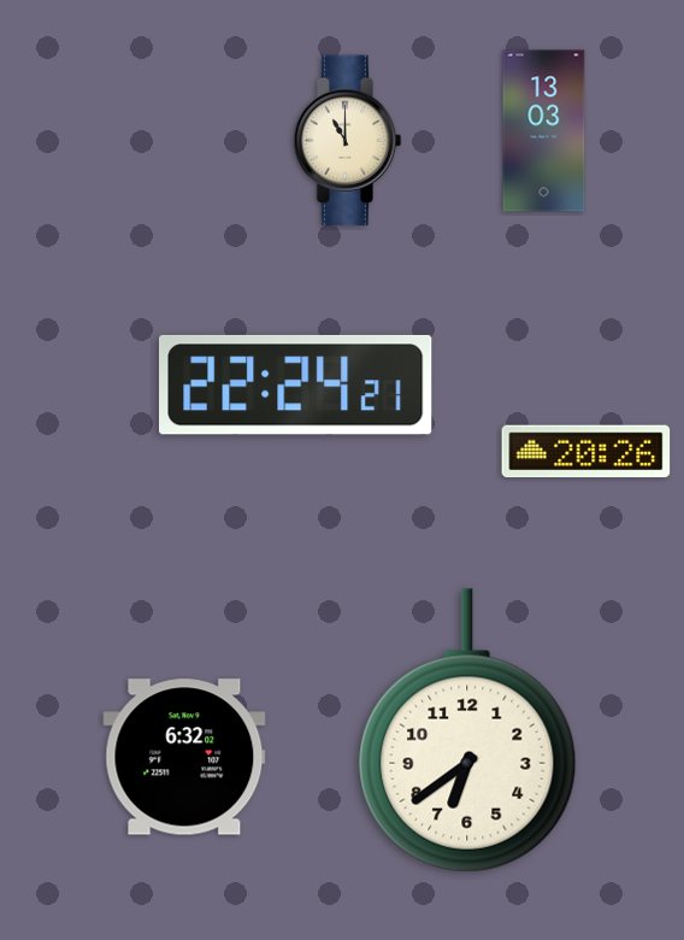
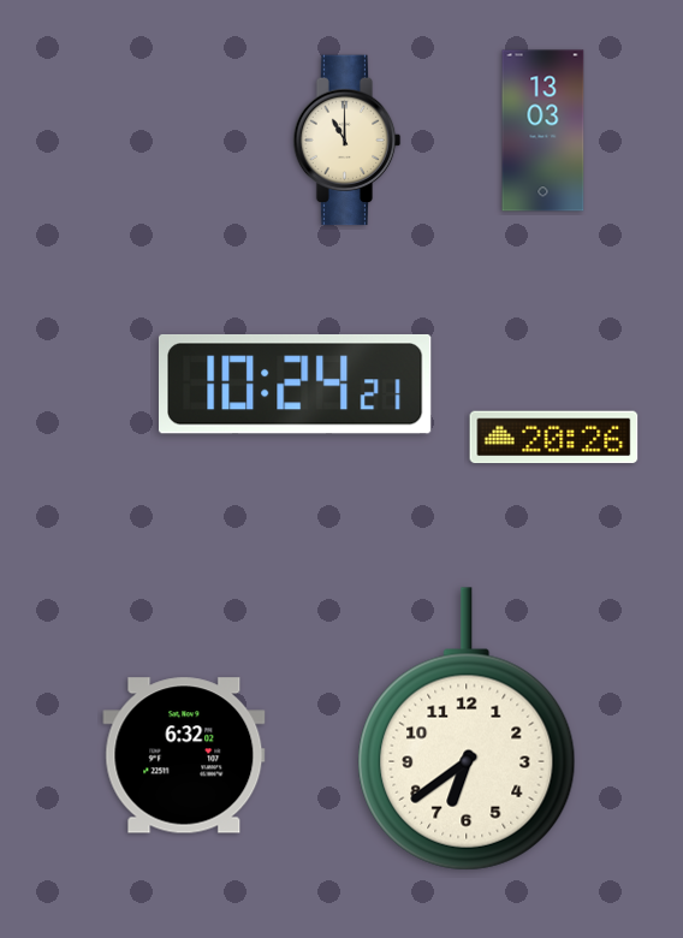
clock at (296, 384): 22:24 -> 10:24
clock at (586, 452) position: (586, 452) -> (554, 438)
